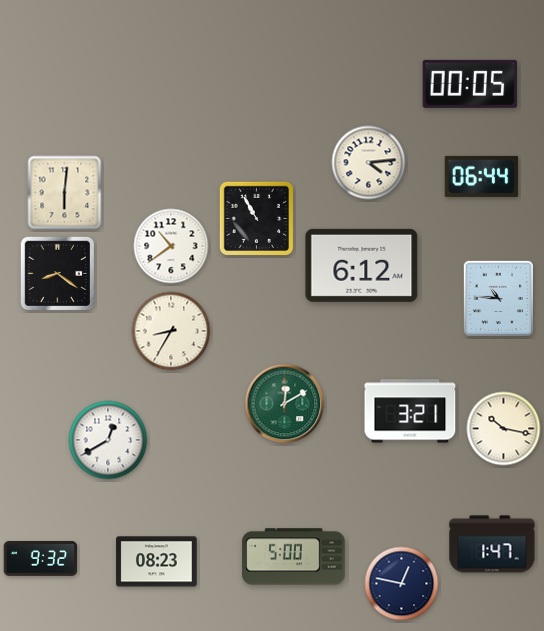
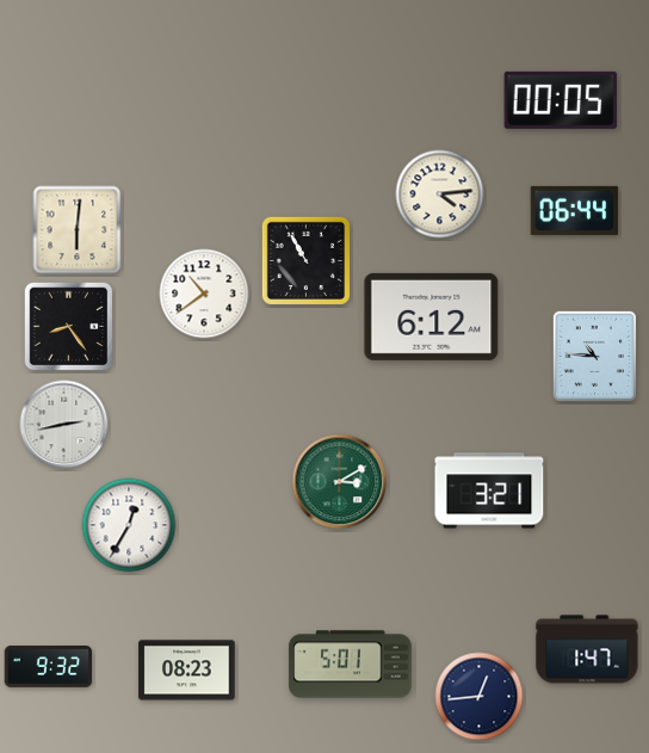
clock at (58, 274): 8:21 -> 8:24
clock at (171, 331): 8:35 -> none
clock at (64, 425): none -> 2:43
clock at (285, 404): 12:10 -> 3:10
clock at (504, 429): 10:17 -> none
clock at (108, 440): 12:40 -> 12:35
clock at (294, 557): 5:00 -> 5:01
clock at (402, 584): 12:47 -> 12:44
